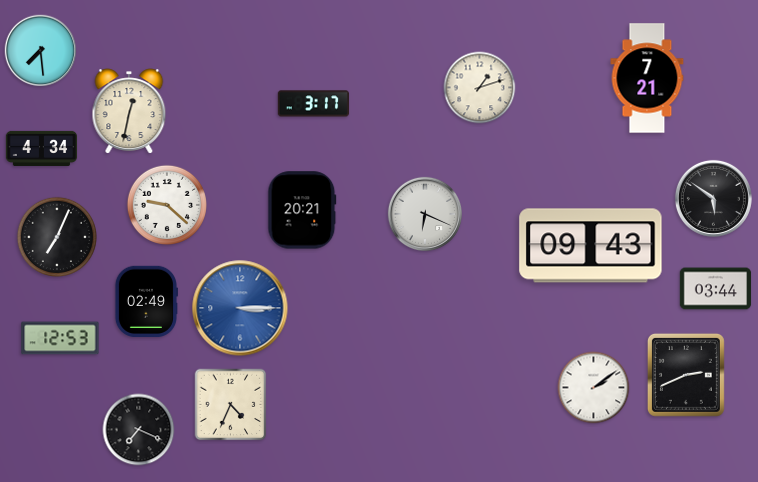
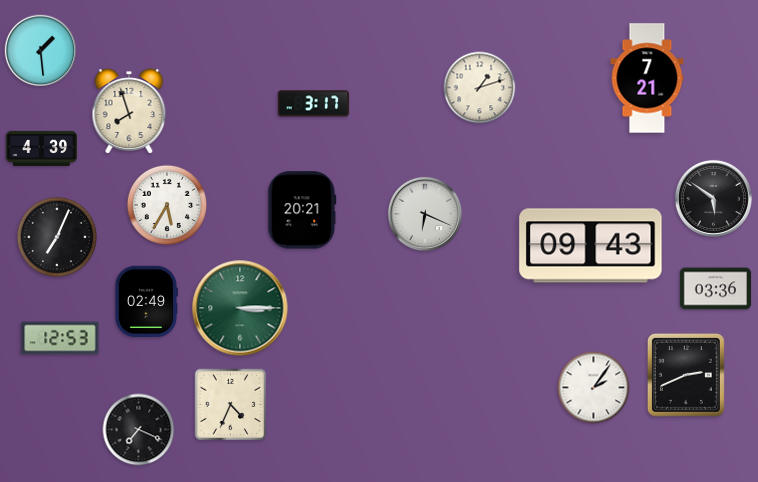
clock at (41, 51): 7:29 -> 1:29
clock at (129, 111): 12:32 -> 7:57
clock at (42, 148): 4:34 -> 4:39
clock at (166, 204): 9:22 -> 5:35
clock at (716, 289): 03:44 -> 03:36
clock at (240, 308) dial: blue -> green
clock at (594, 388): 2:09 -> 2:06
